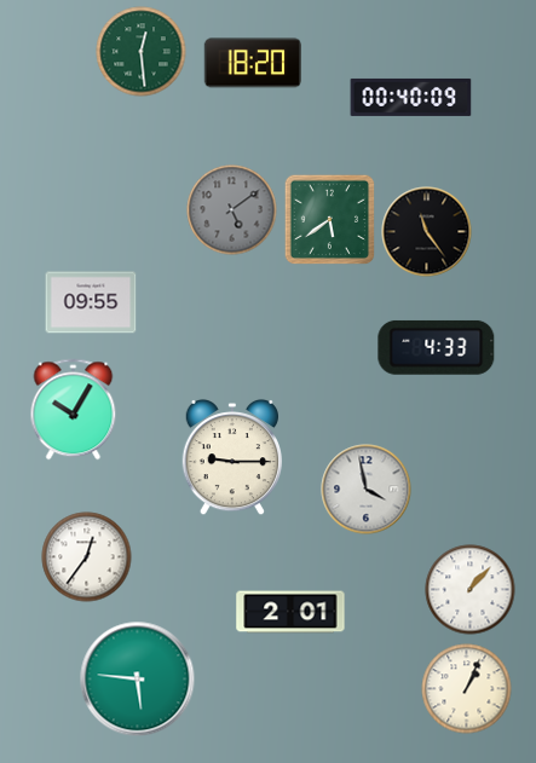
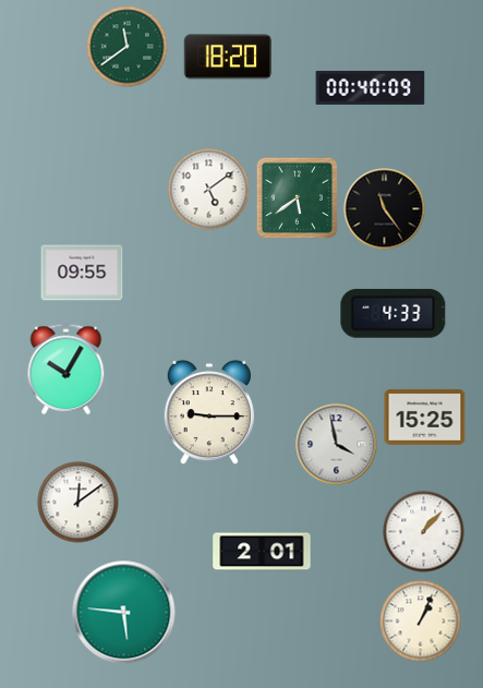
clock at (142, 52): 12:29 -> 11:39
clock at (232, 210) dial: grey -> white
clock at (425, 417): none -> 15:25
clock at (367, 490) position: (367, 490) -> (337, 445)
clock at (87, 557): 12:36 -> 12:09
